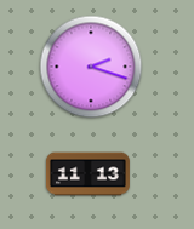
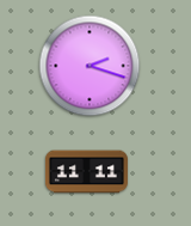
clock at (87, 174): 11:13 -> 11:11
